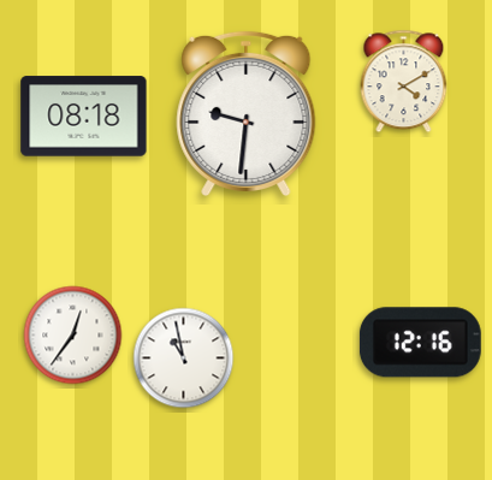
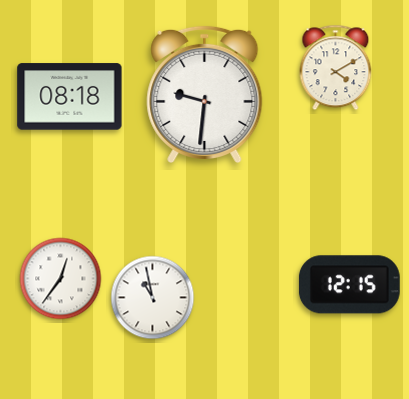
clock at (420, 343): 12:16 -> 12:15
